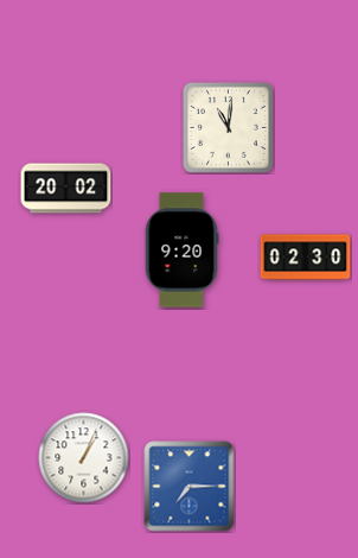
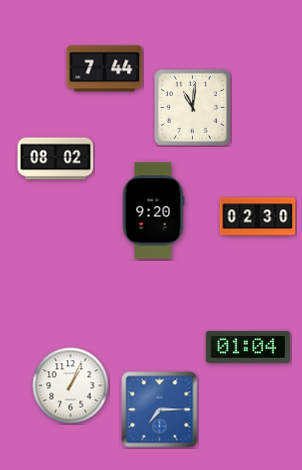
clock at (105, 69): none -> 7:44
clock at (66, 189): 20:02 -> 08:02
clock at (248, 347): none -> 01:04
